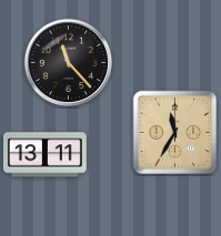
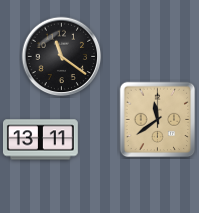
clock at (69, 63): 11:23 -> 11:21
clock at (175, 133): 11:35 -> 11:39
